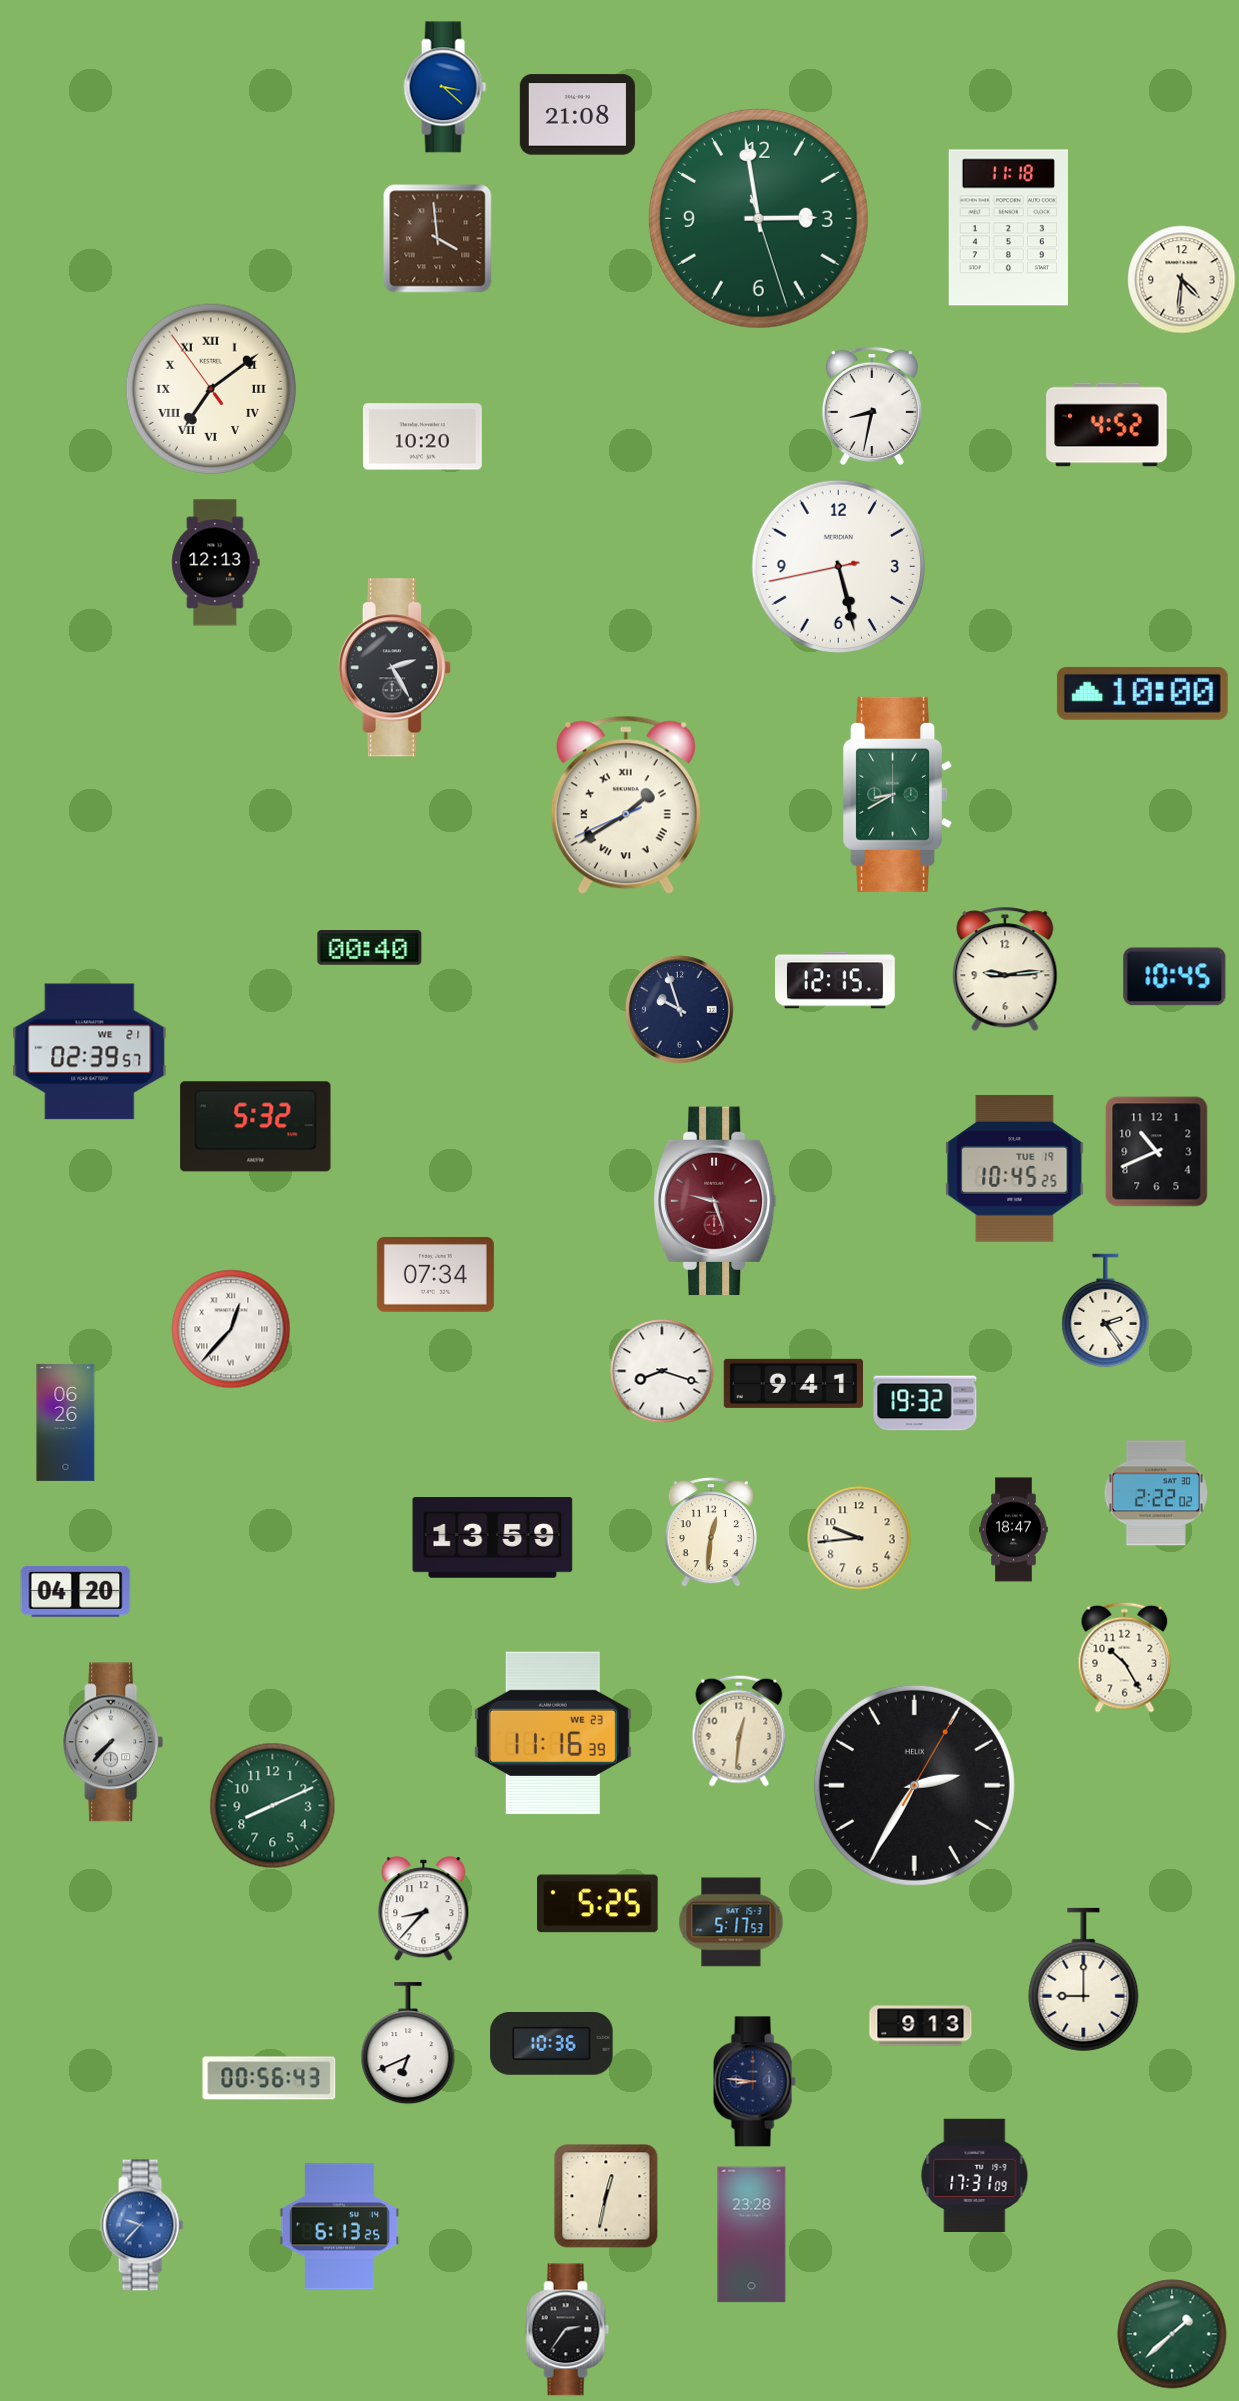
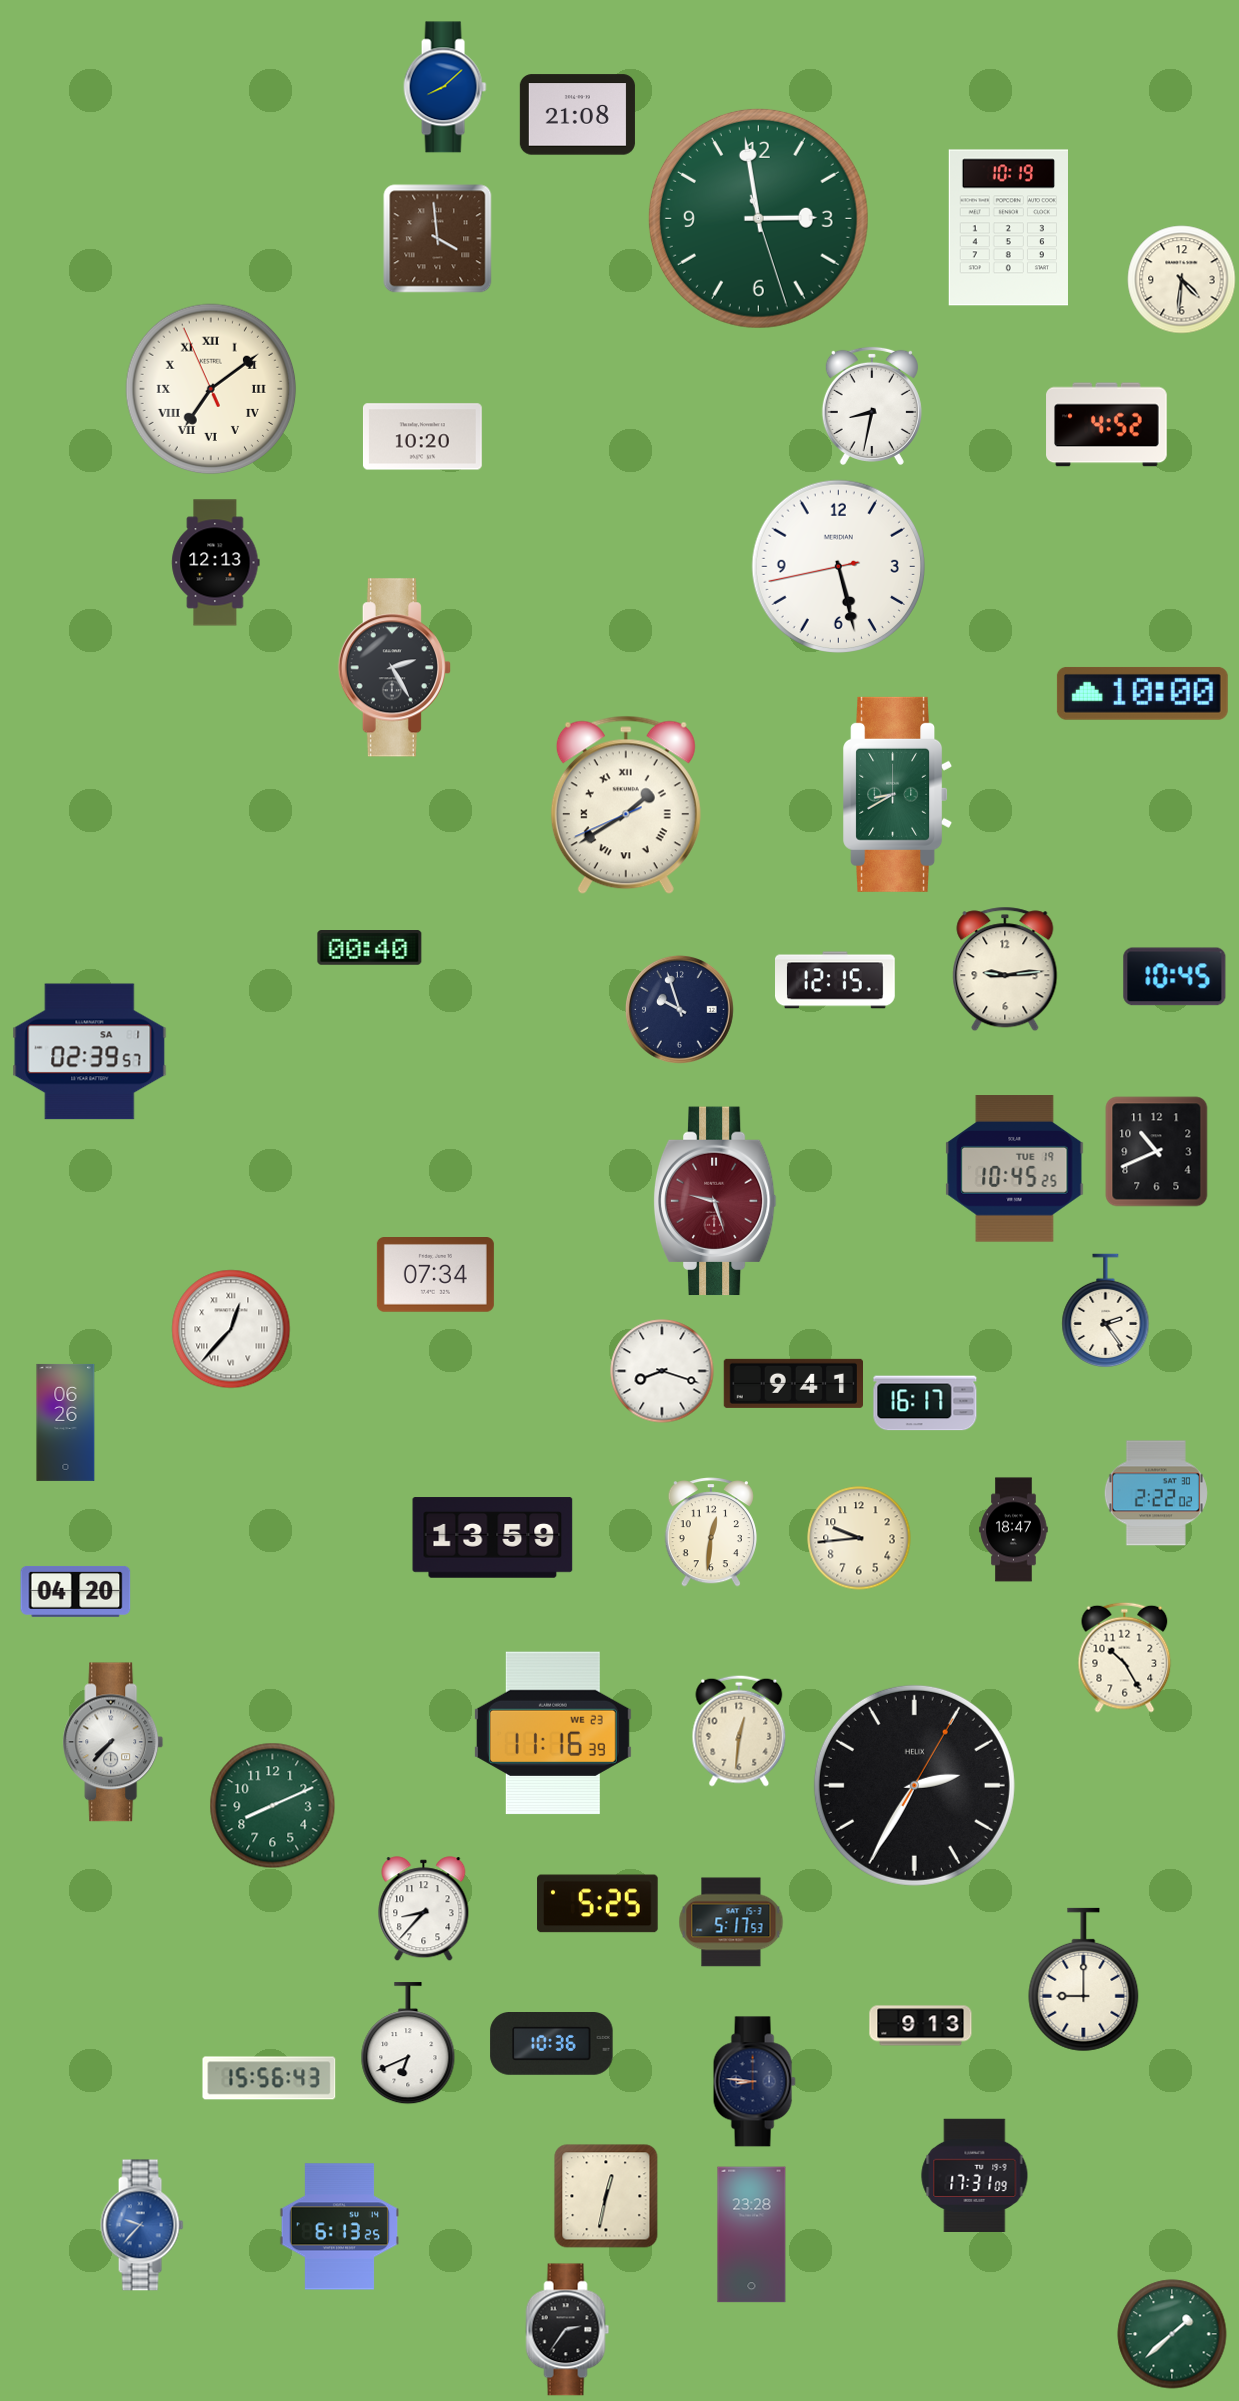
clock at (445, 87): 3:22 -> 8:08
clock at (1008, 228): 11:18 -> 10:19
clock at (211, 389): 7:08:54 -> 7:08:56
clock at (90, 1052) date: WE 21 -> SA 1
clock at (256, 1127): 5:32 -> none
clock at (925, 1403): 19:32 -> 16:17
clock at (269, 2078): 00:56 -> 15:56
